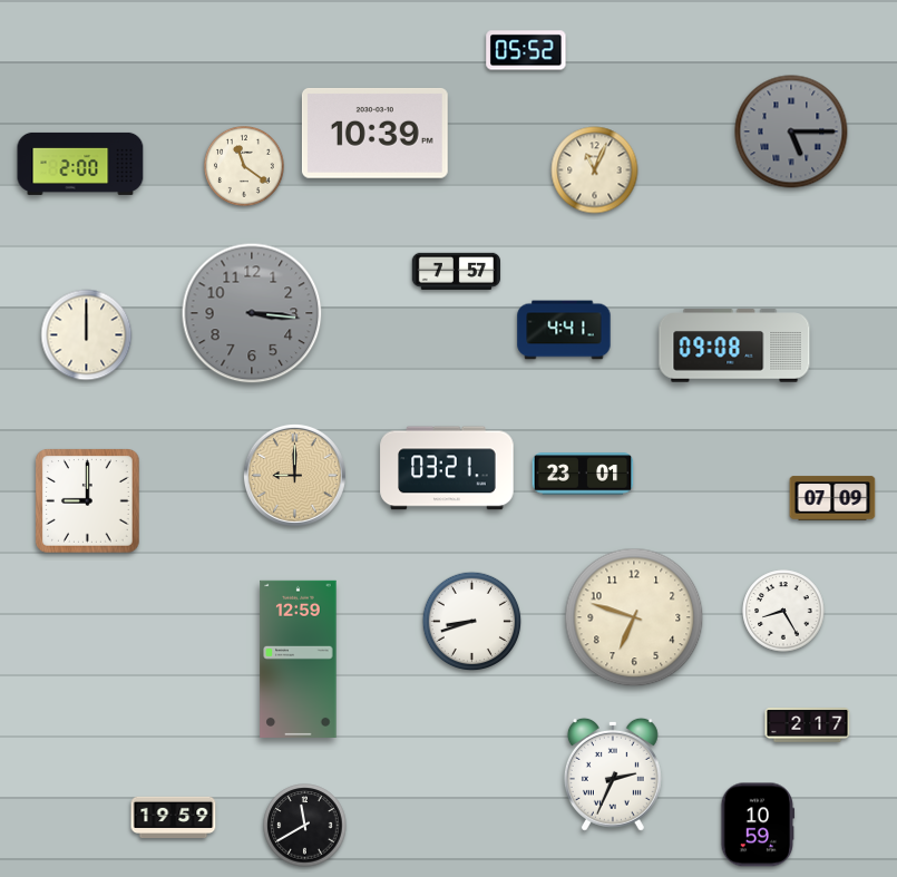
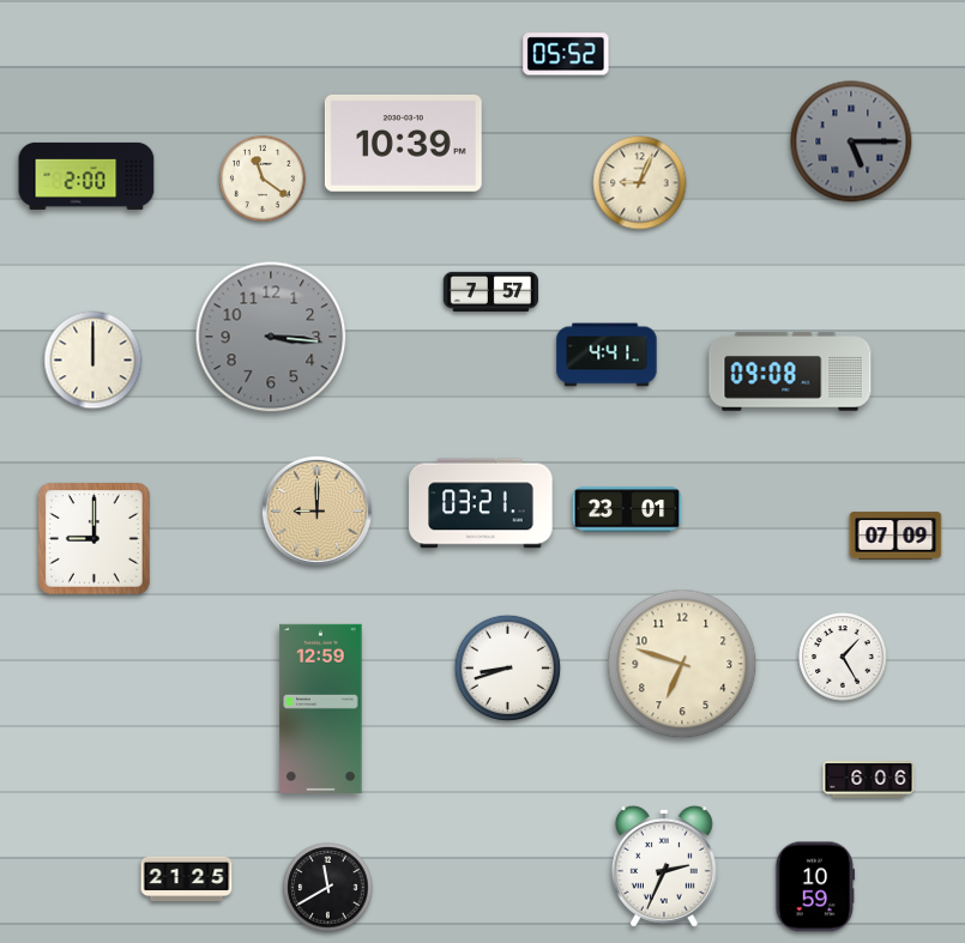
clock at (595, 170): 11:04 -> 9:04
clock at (783, 611): 8:25 -> 1:25
clock at (808, 725): 2:17 -> 6:06
clock at (613, 774) position: (613, 774) -> (664, 866)
clock at (174, 817): 19:59 -> 21:25
